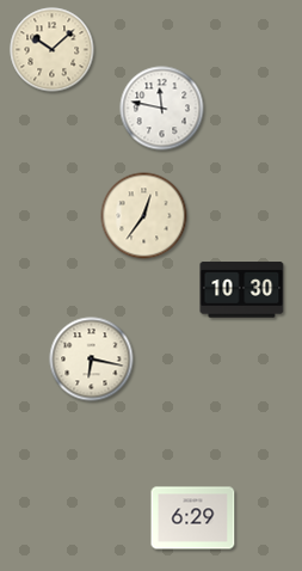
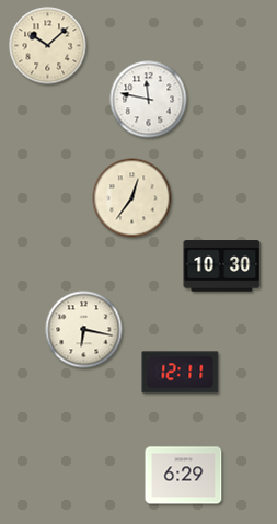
clock at (181, 373): none -> 12:11
clock at (193, 518) position: (193, 518) -> (184, 476)
